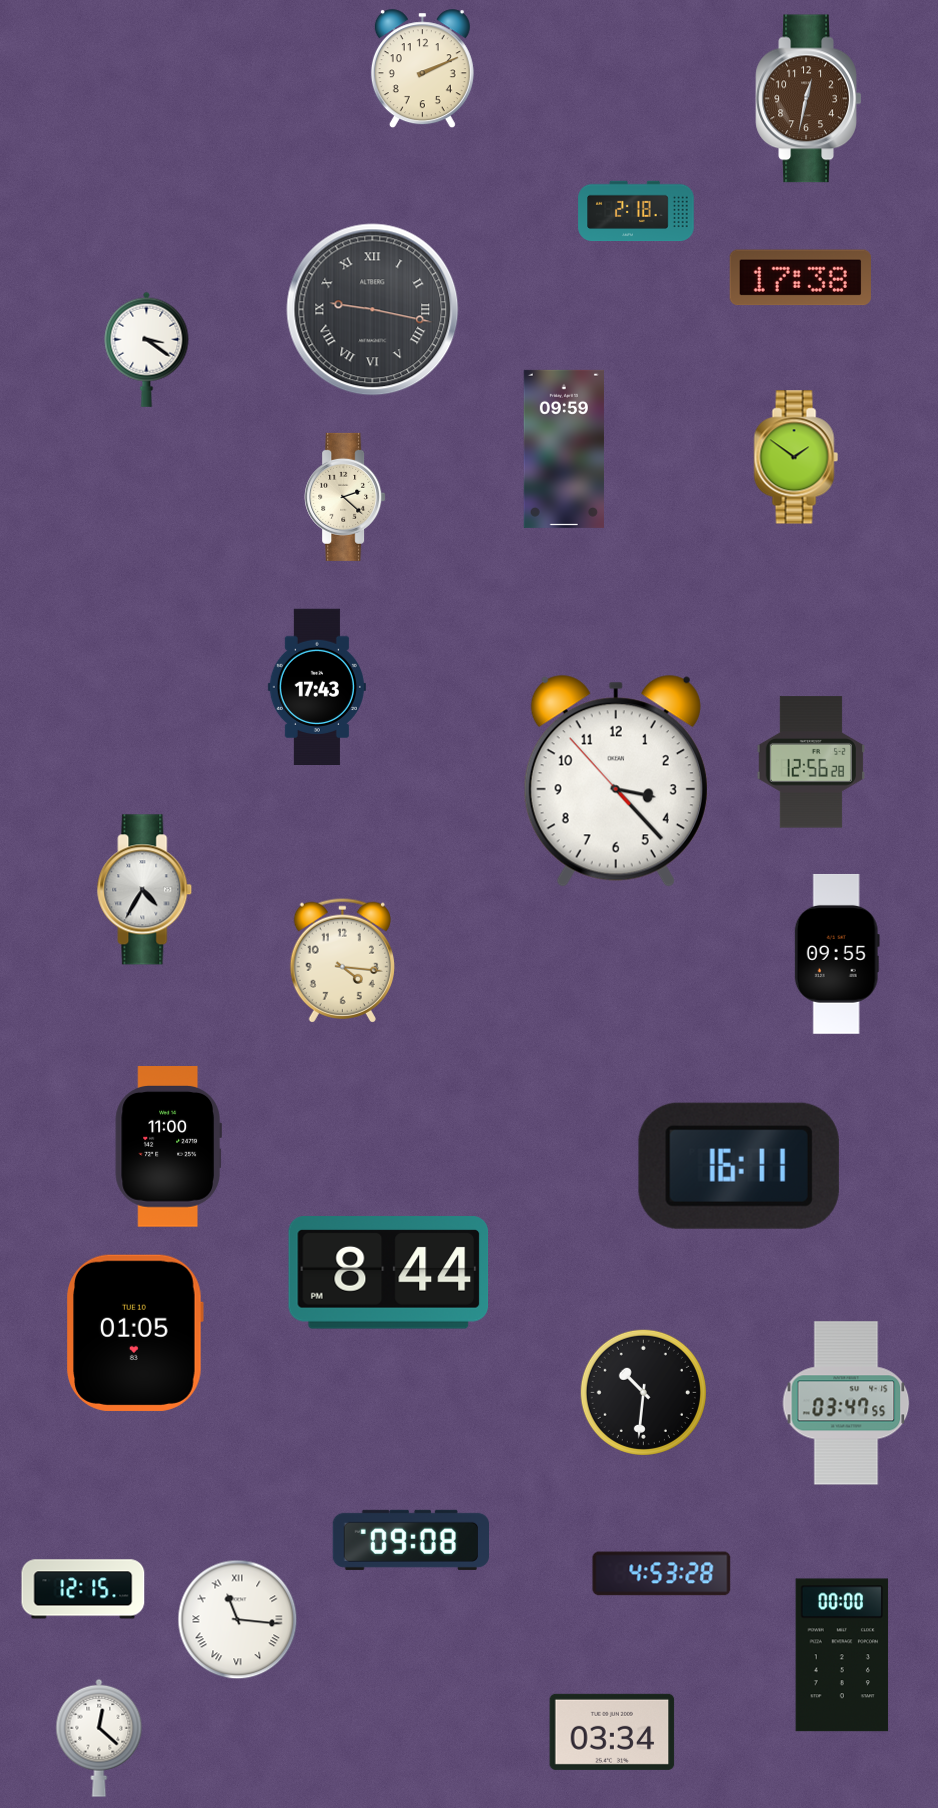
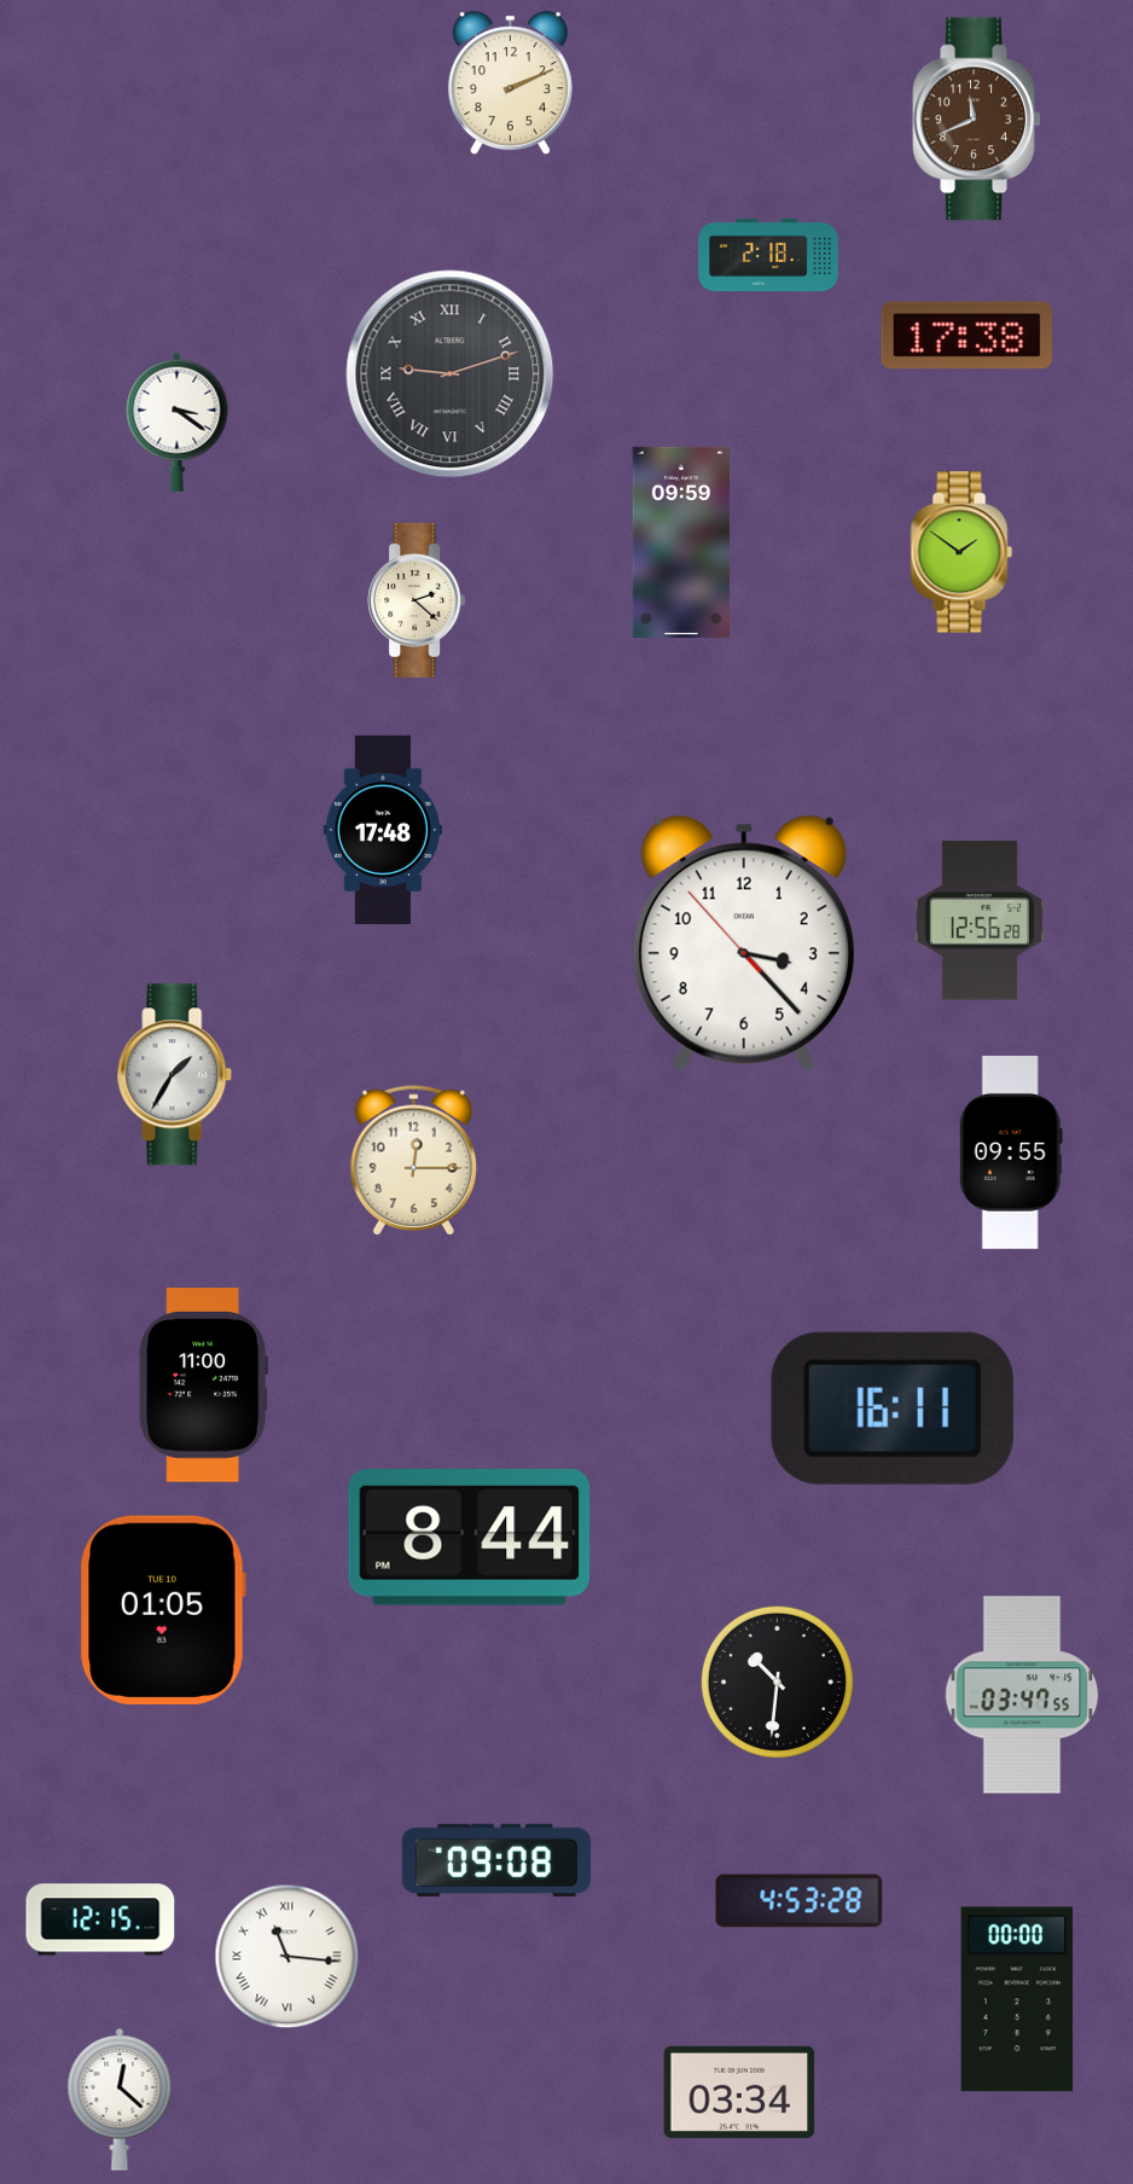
clock at (809, 99): 12:32 -> 11:41
clock at (373, 310): 9:17 -> 9:12
clock at (317, 686): 17:43 -> 17:48
clock at (145, 890): 4:35 -> 1:35
clock at (342, 960): 4:16 -> 12:15
